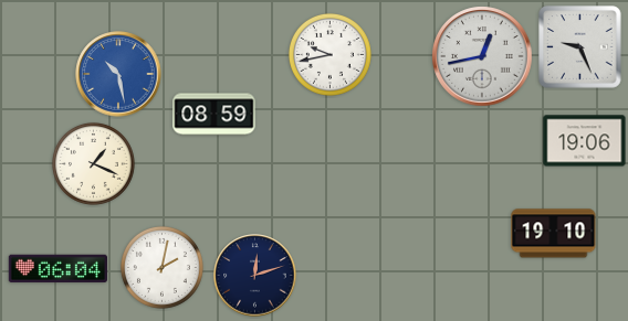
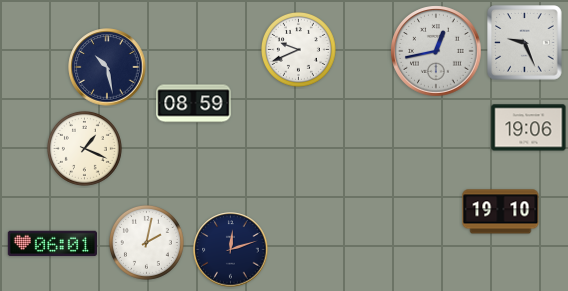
clock at (329, 54): 9:43 -> 9:41
clock at (118, 74) dial: blue -> navy
clock at (57, 269): 06:04 -> 06:01
